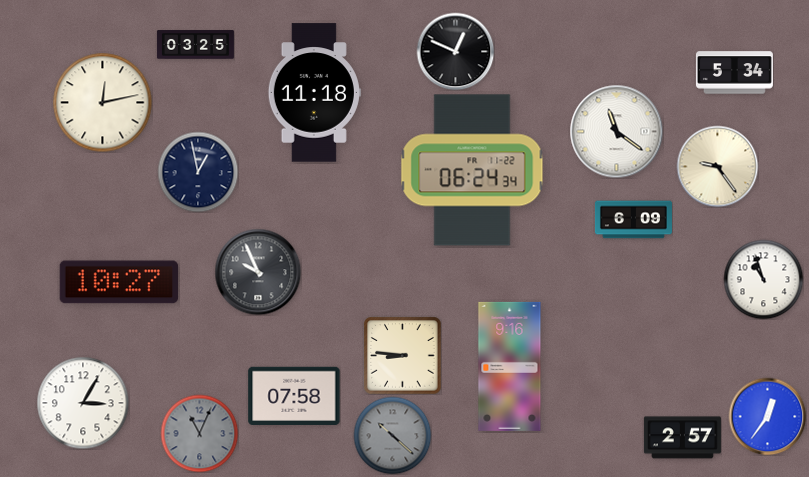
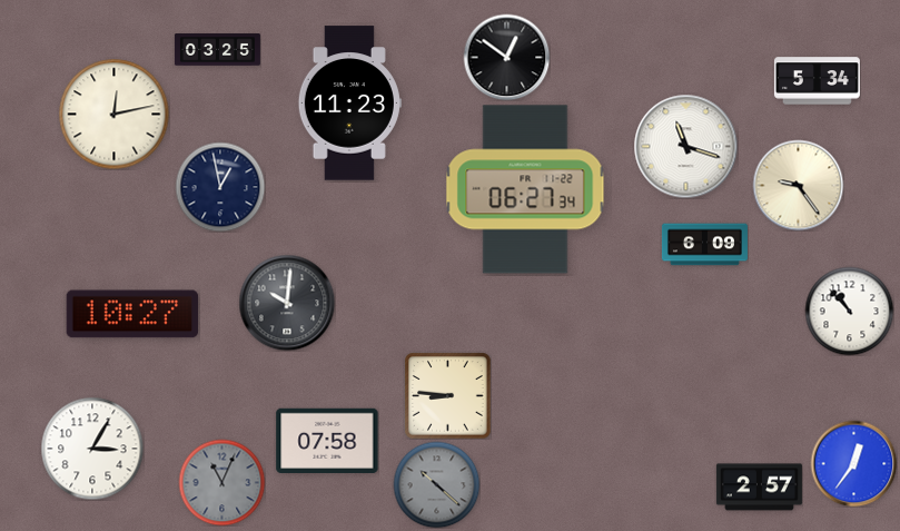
clock at (455, 51): 12:49 -> 12:51
clock at (314, 93): 11:18 -> 11:23
clock at (616, 131): 11:21 -> 11:18
clock at (472, 170): 06:24 -> 06:27
clock at (198, 172) position: (198, 172) -> (220, 187)
clock at (258, 272): 9:56 -> 10:01
clock at (763, 279): 10:57 -> 10:53
clock at (510, 366): 9:16 -> none
